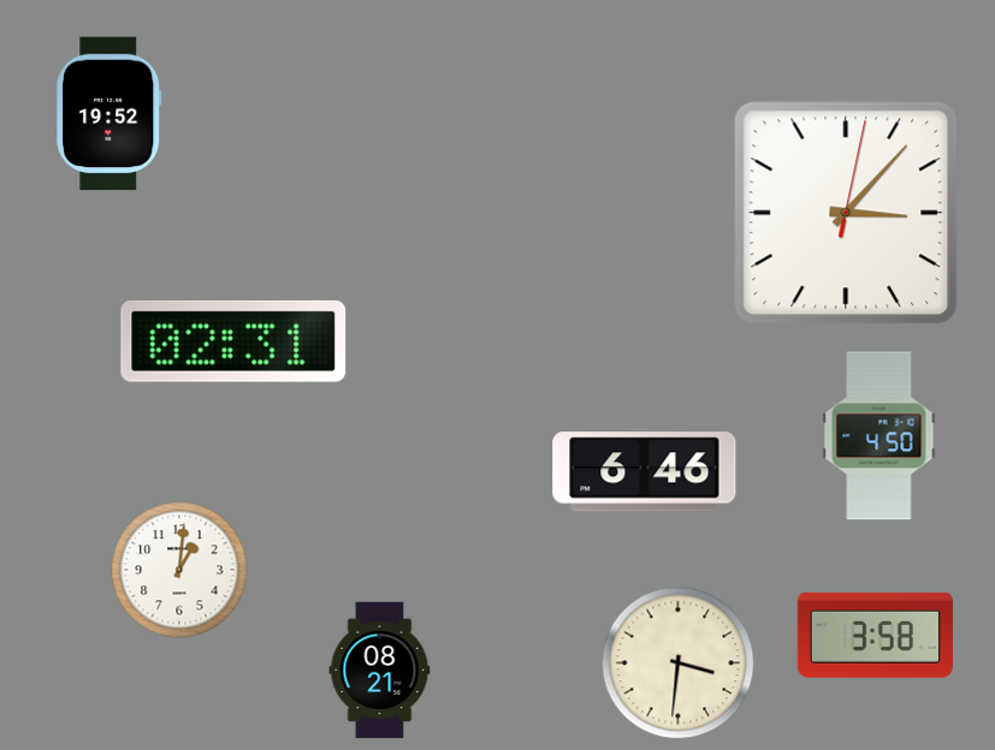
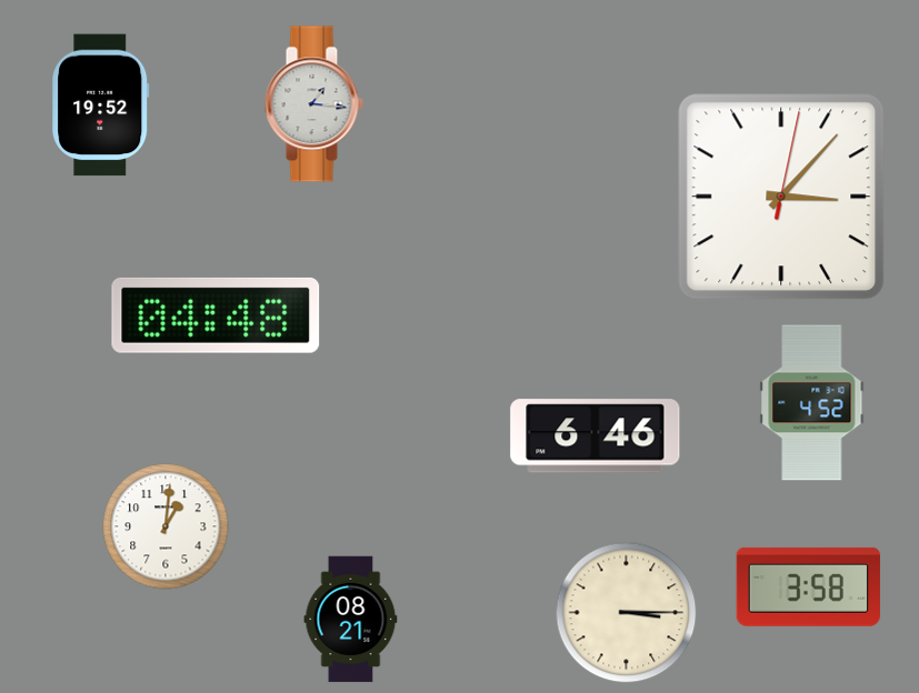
clock at (313, 104): none -> 1:16
clock at (233, 341): 02:31 -> 04:48
clock at (879, 436): 4:50 -> 4:52
clock at (679, 663): 3:31 -> 3:15
